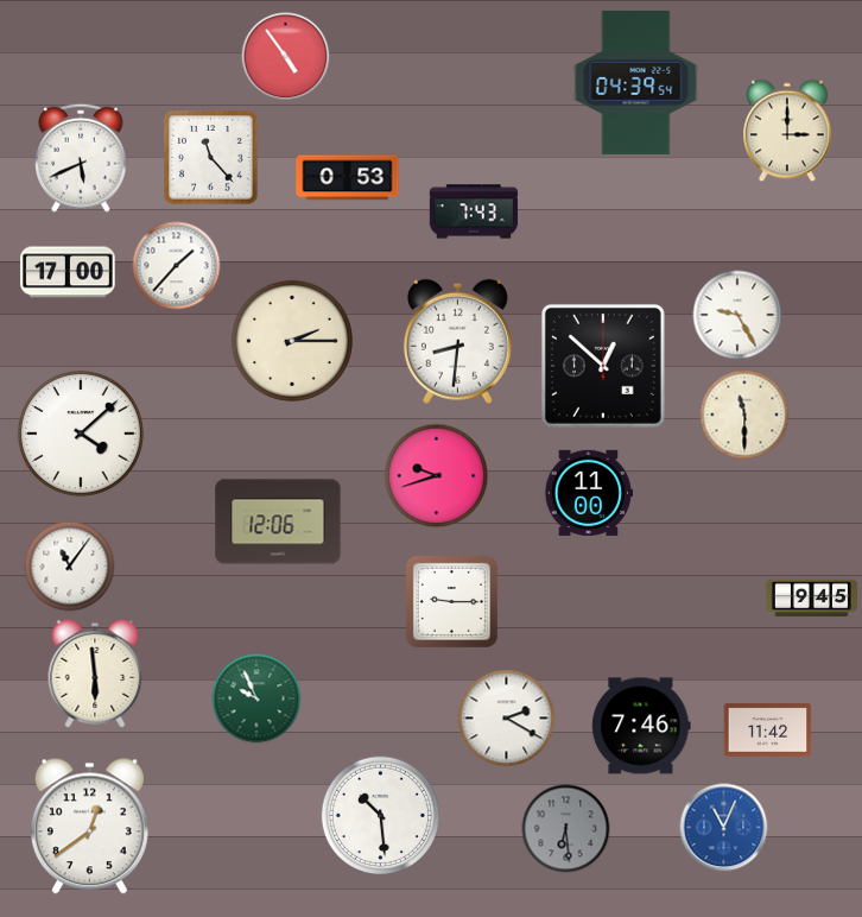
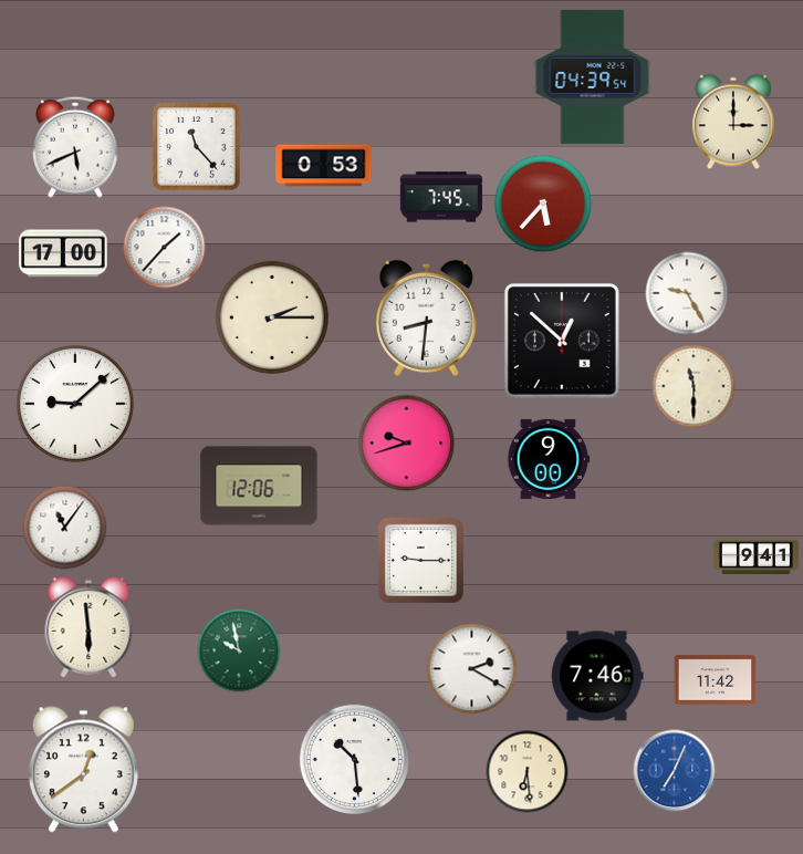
clock at (286, 57): 4:54 -> none
clock at (474, 211): 7:43 -> 7:45
clock at (543, 204): none -> 5:37
clock at (81, 434): 4:08 -> 9:08
clock at (589, 493): 11:00 -> 9:00
clock at (811, 597): 9:45 -> 9:41
clock at (256, 698): 9:56 -> 9:58
clock at (724, 828): 11:04 -> 7:04
clock at (566, 829) dial: grey -> cream
